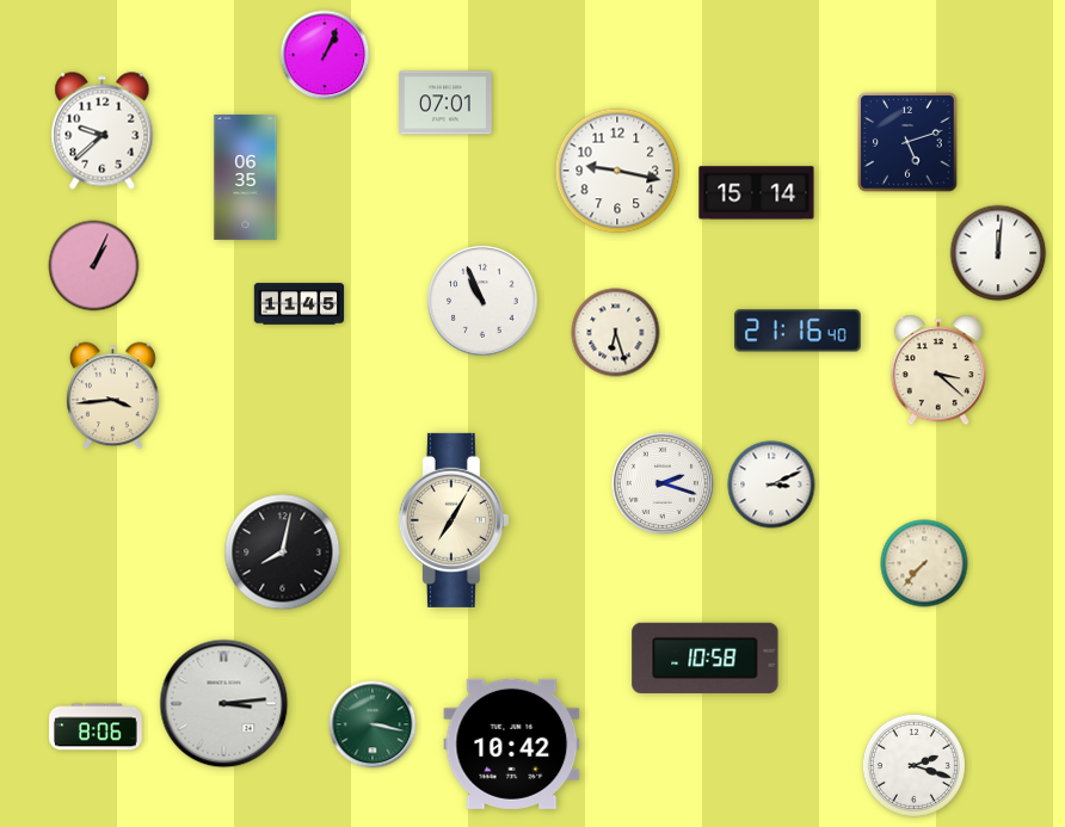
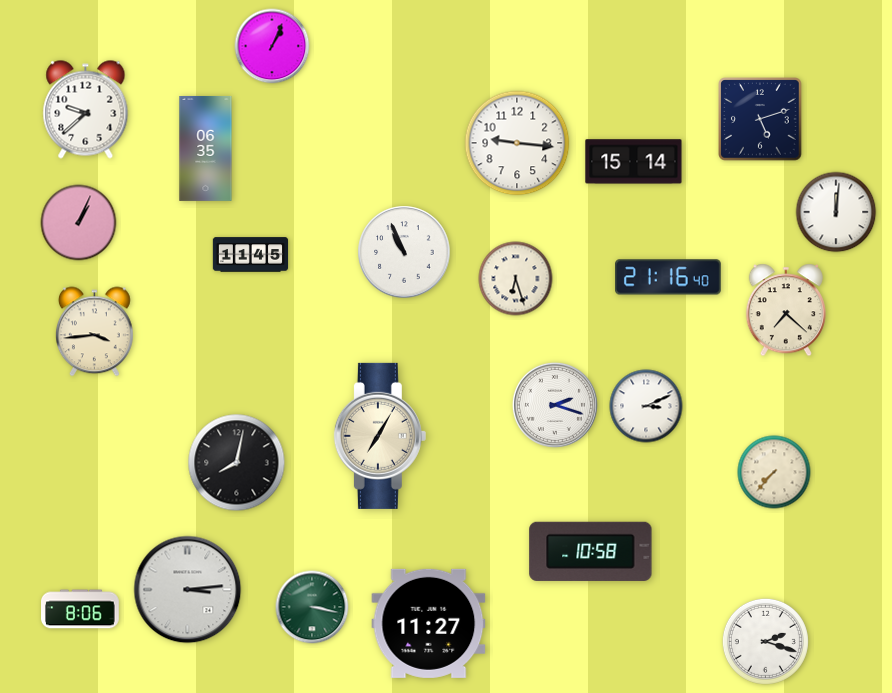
clock at (447, 103): 07:01 -> none
clock at (617, 171): 9:17 -> 9:16
clock at (938, 370): 3:22 -> 7:22
clock at (512, 743): 10:42 -> 11:27
